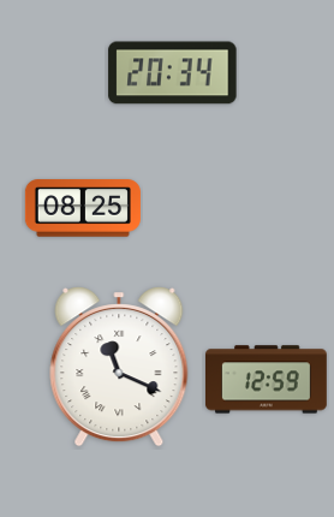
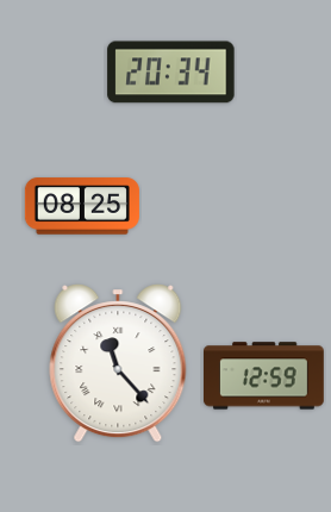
clock at (119, 367): 11:19 -> 11:23
